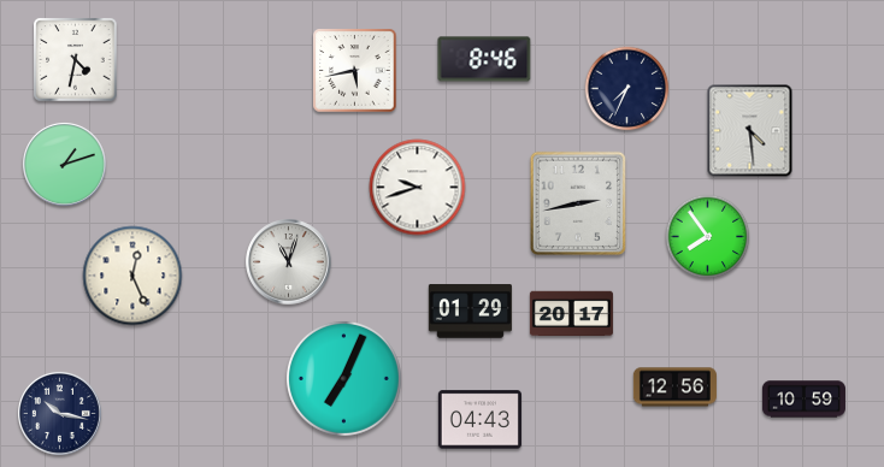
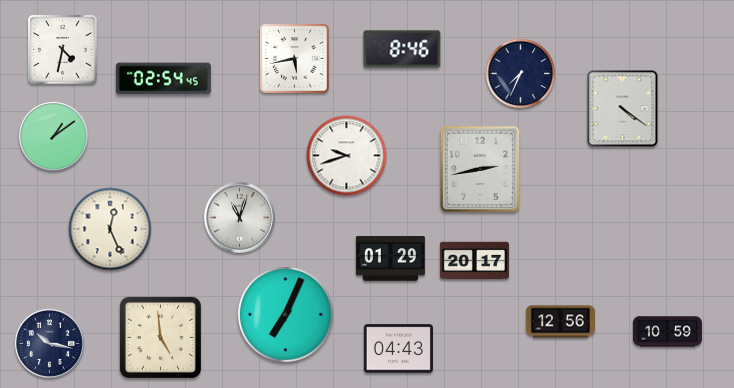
clock at (163, 79): none -> 02:54
clock at (750, 131): 4:29 -> 4:21
clock at (64, 164): 1:12 -> 1:09
clock at (708, 237): 7:54 -> none
clock at (160, 337): none -> 4:59
